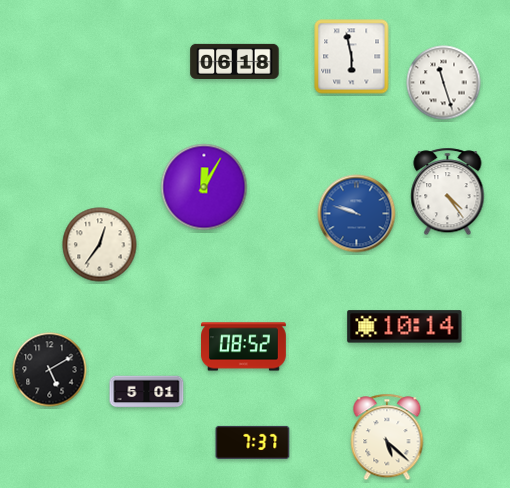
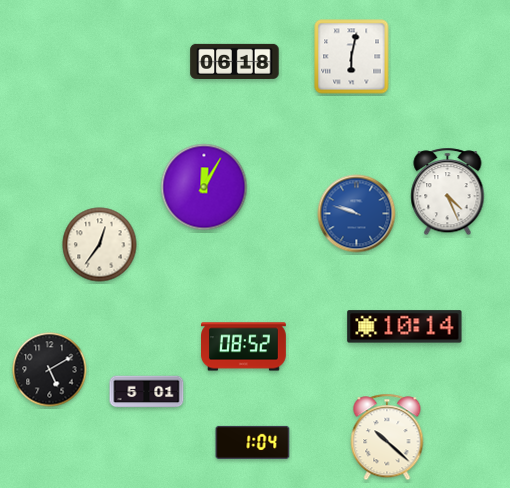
clock at (352, 57): 5:58 -> 6:02
clock at (444, 83): 11:27 -> none
clock at (448, 192): 4:24 -> 4:26
clock at (387, 437): 5:22 -> 10:22
clock at (253, 442): 7:37 -> 1:04
